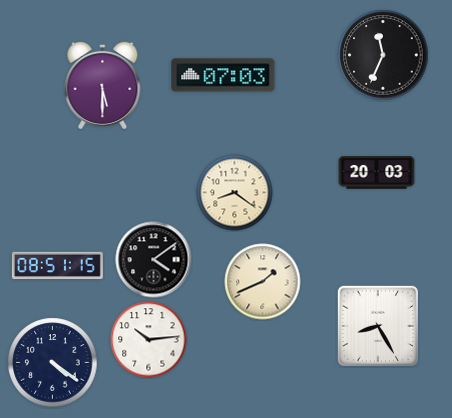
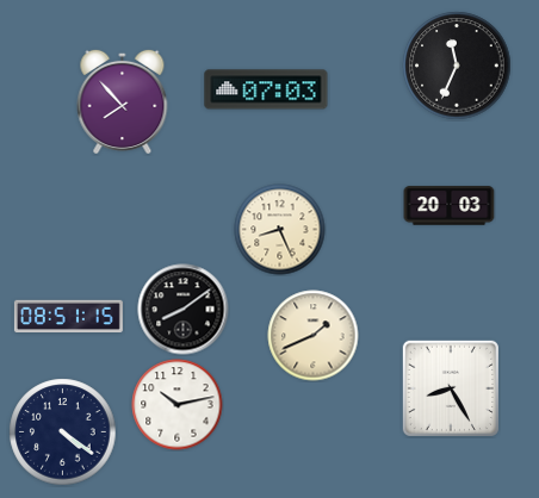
clock at (103, 85): 5:30 -> 7:53
clock at (235, 193): 8:21 -> 8:26
clock at (154, 260): 4:09 -> 8:09
clock at (149, 340): 10:14 -> 10:13
